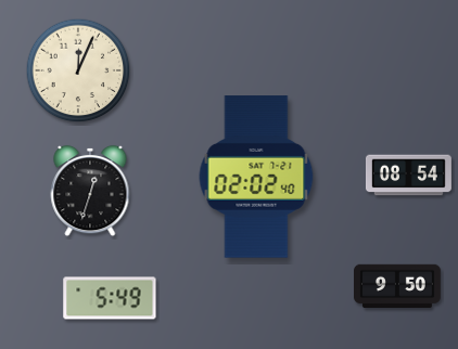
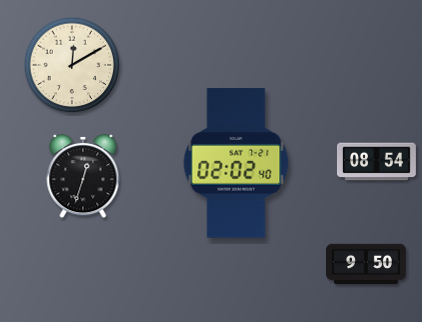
clock at (78, 70): 12:04 -> 12:10
clock at (110, 298): 5:49 -> none
